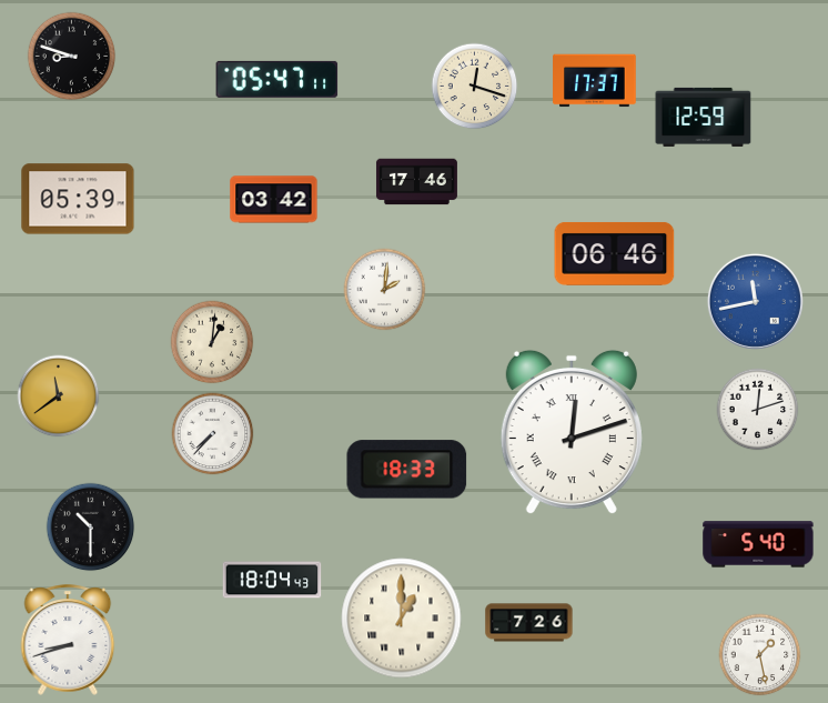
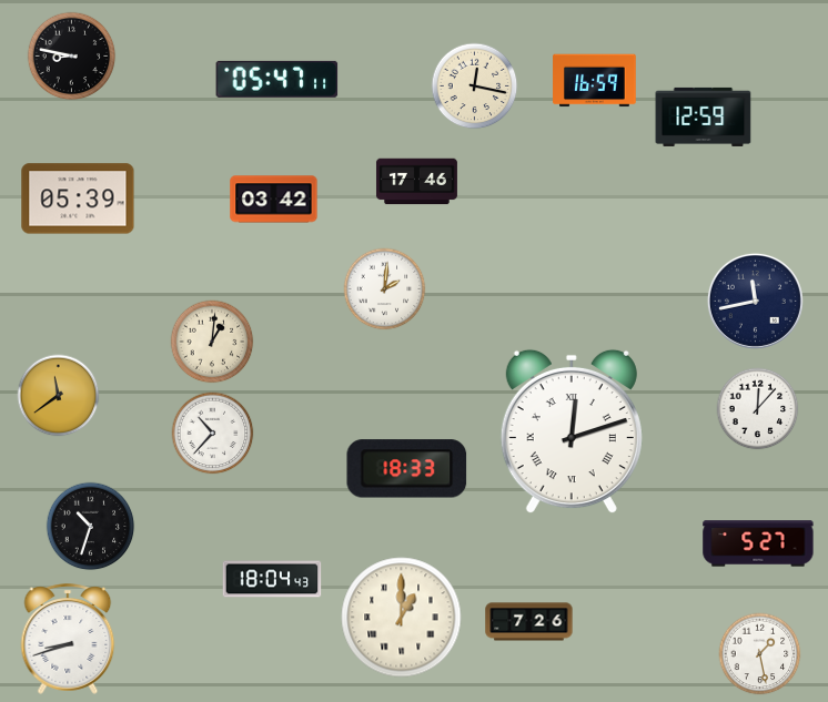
clock at (72, 57): 8:48 -> 8:47
clock at (595, 81): 17:37 -> 16:59
clock at (475, 87): 12:18 -> 12:17
clock at (615, 254): 06:46 -> none
clock at (755, 301) dial: blue -> navy
clock at (758, 410): 12:12 -> 12:07
clock at (213, 434): 7:37 -> 10:37
clock at (91, 528): 10:30 -> 10:33
clock at (758, 544): 5:40 -> 5:27
